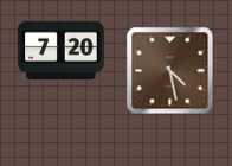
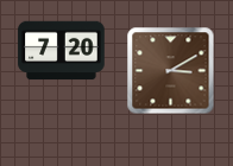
clock at (170, 71): 4:28 -> 3:10
